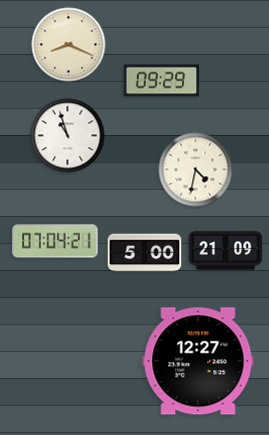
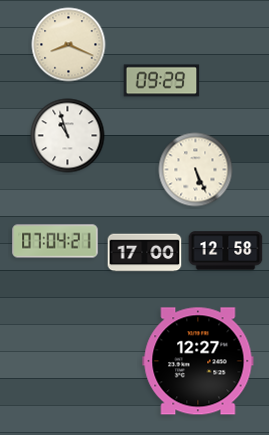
clock at (196, 170): 4:32 -> 5:26
clock at (226, 251): 21:09 -> 12:58
clock at (145, 253): 5:00 -> 17:00
